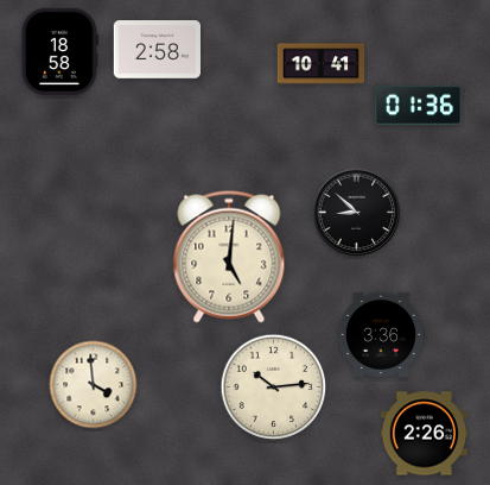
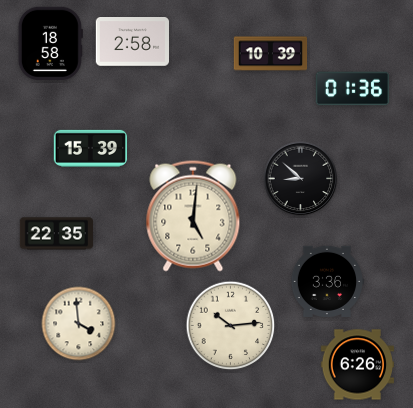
clock at (322, 64): 10:41 -> 10:39
clock at (90, 148): none -> 15:39
clock at (57, 234): none -> 22:35
clock at (380, 334) position: (380, 334) -> (326, 281)
clock at (424, 434): 2:26 -> 6:26
